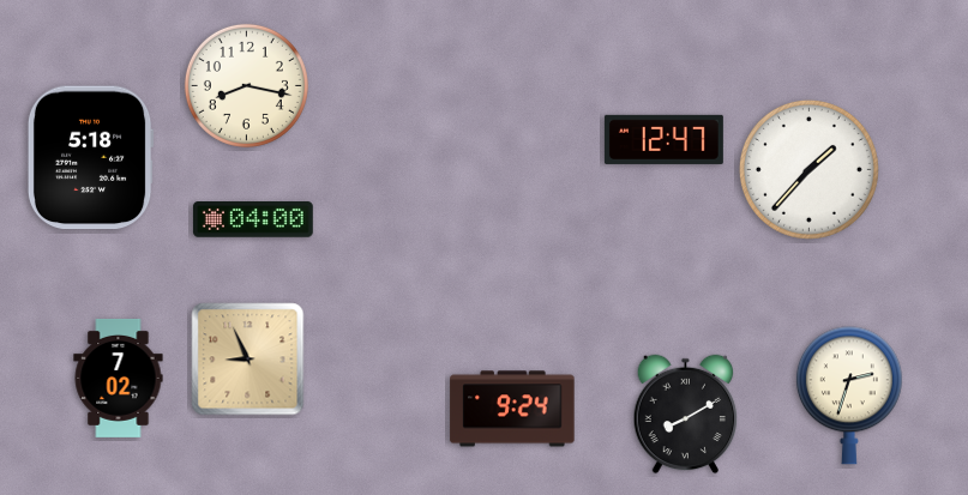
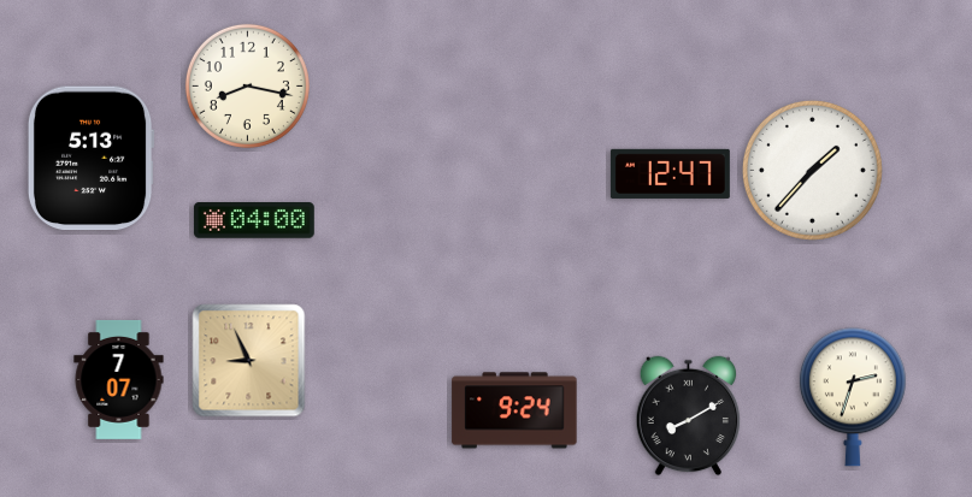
clock at (663, 139) position: (663, 139) -> (670, 173)
clock at (90, 158): 5:18 -> 5:13
clock at (119, 378): 7:02 -> 7:07
